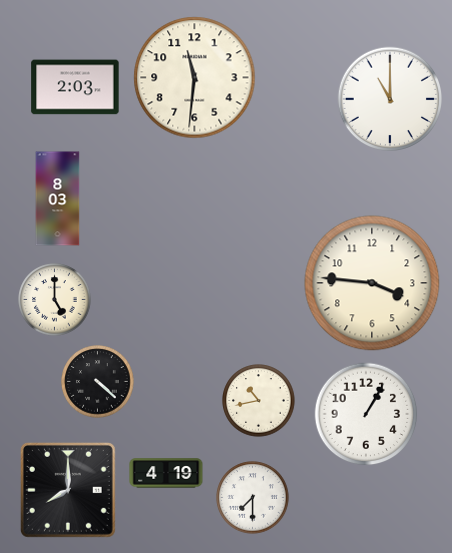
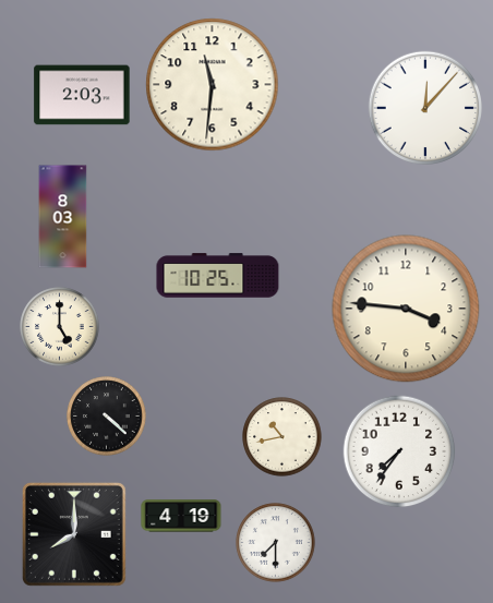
clock at (389, 98): 11:00 -> 12:07
clock at (218, 276): none -> 10:25
clock at (366, 414): 1:05 -> 7:36
